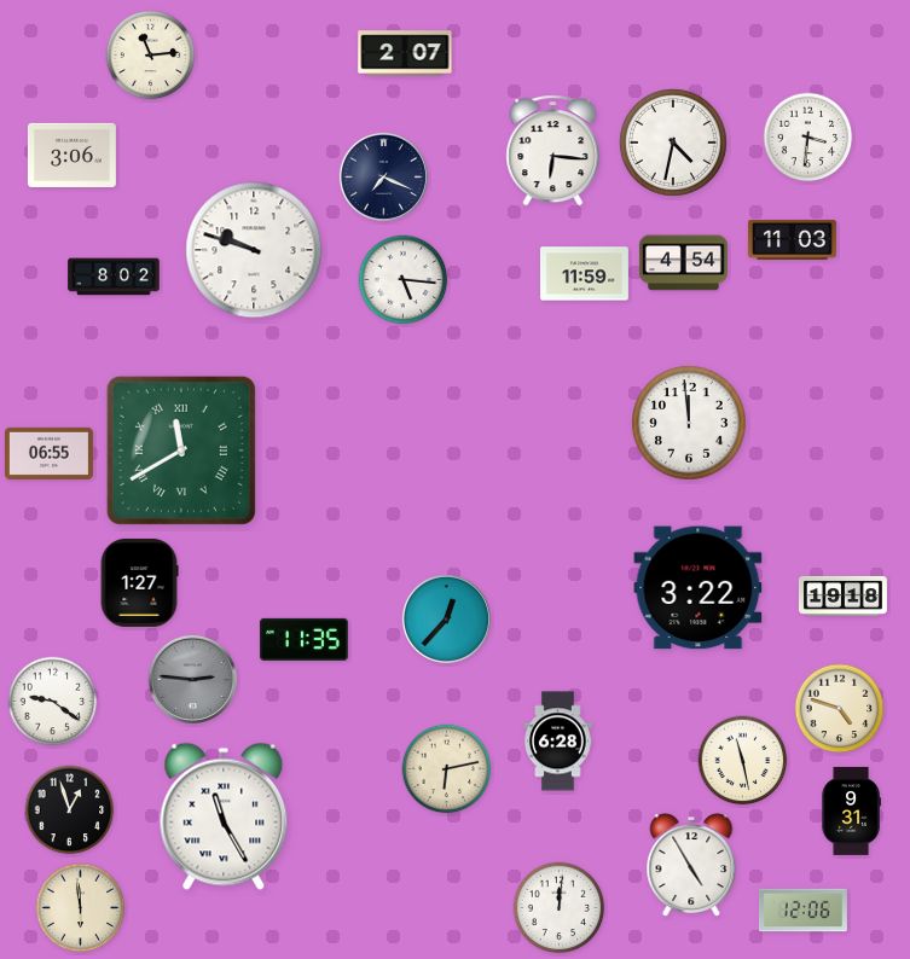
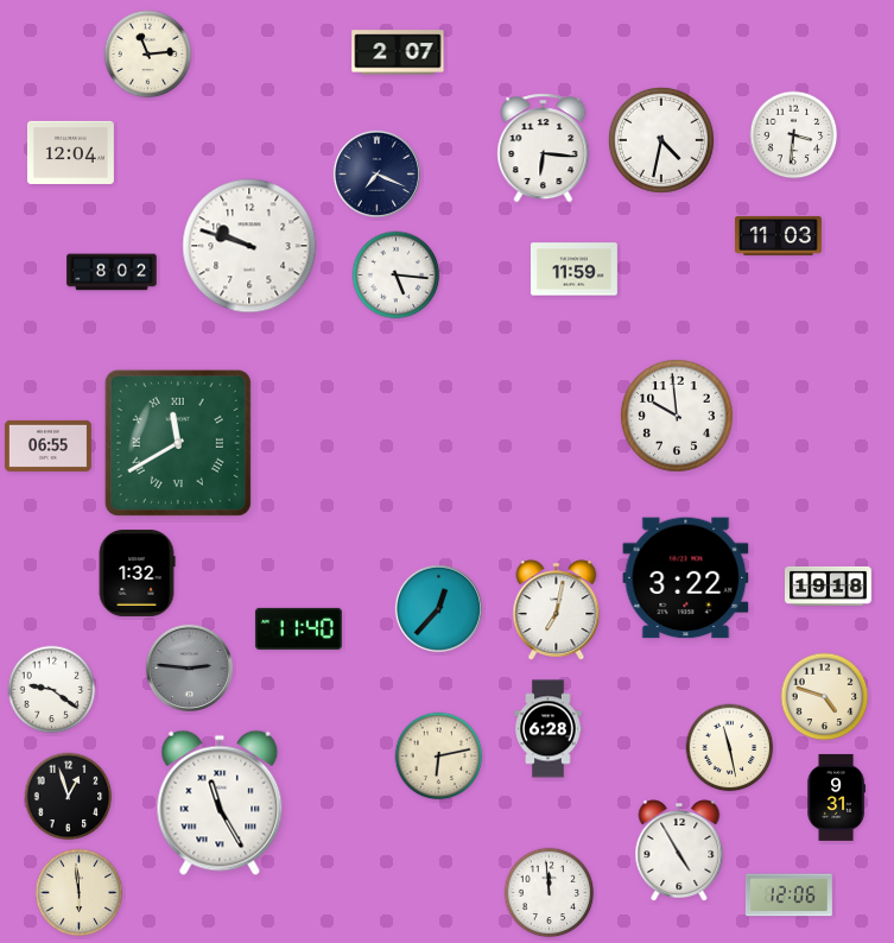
clock at (71, 155): 3:06 -> 12:04
clock at (683, 263): 4:54 -> none
clock at (689, 423): 11:59 -> 9:59
clock at (139, 582): 1:27 -> 1:32
clock at (557, 610): none -> 7:02
clock at (303, 639): 11:35 -> 11:40
clock at (560, 908): 12:01 -> 11:59
